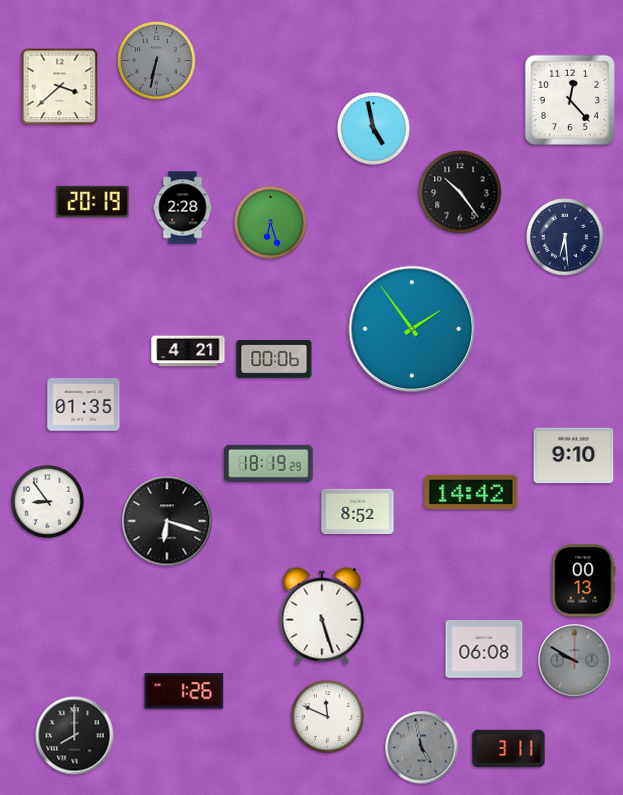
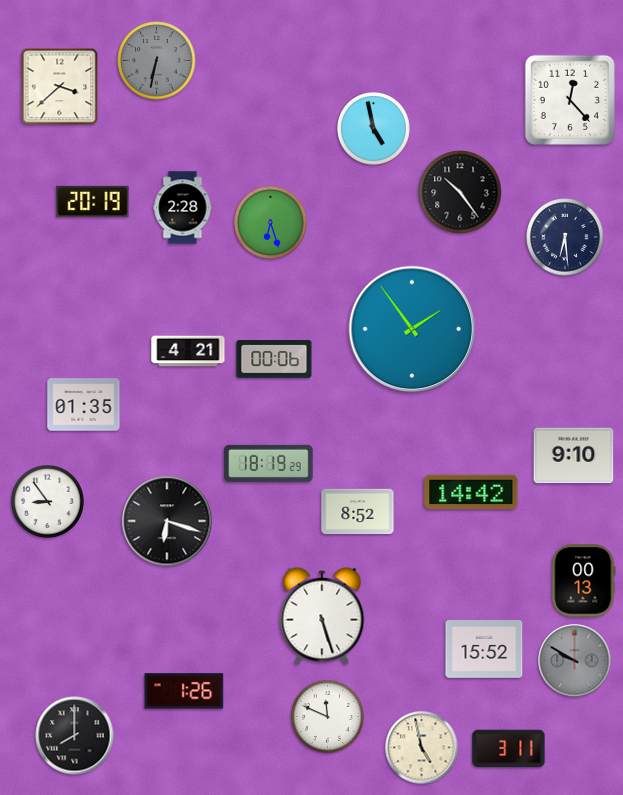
clock at (484, 649): 06:08 -> 15:52
clock at (422, 748) dial: grey -> cream
